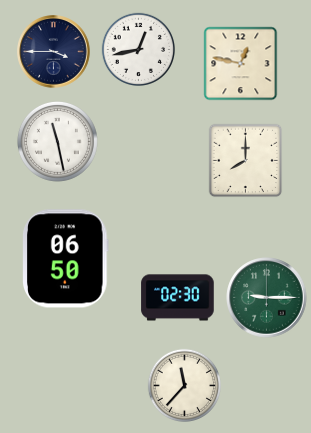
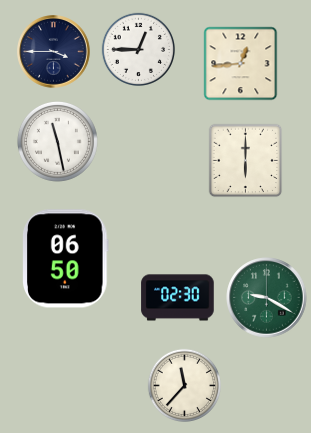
clock at (138, 49): 12:43 -> 12:45
clock at (241, 64): 12:47 -> 12:44
clock at (246, 161): 8:00 -> 6:00
clock at (267, 298): 9:15 -> 9:20
